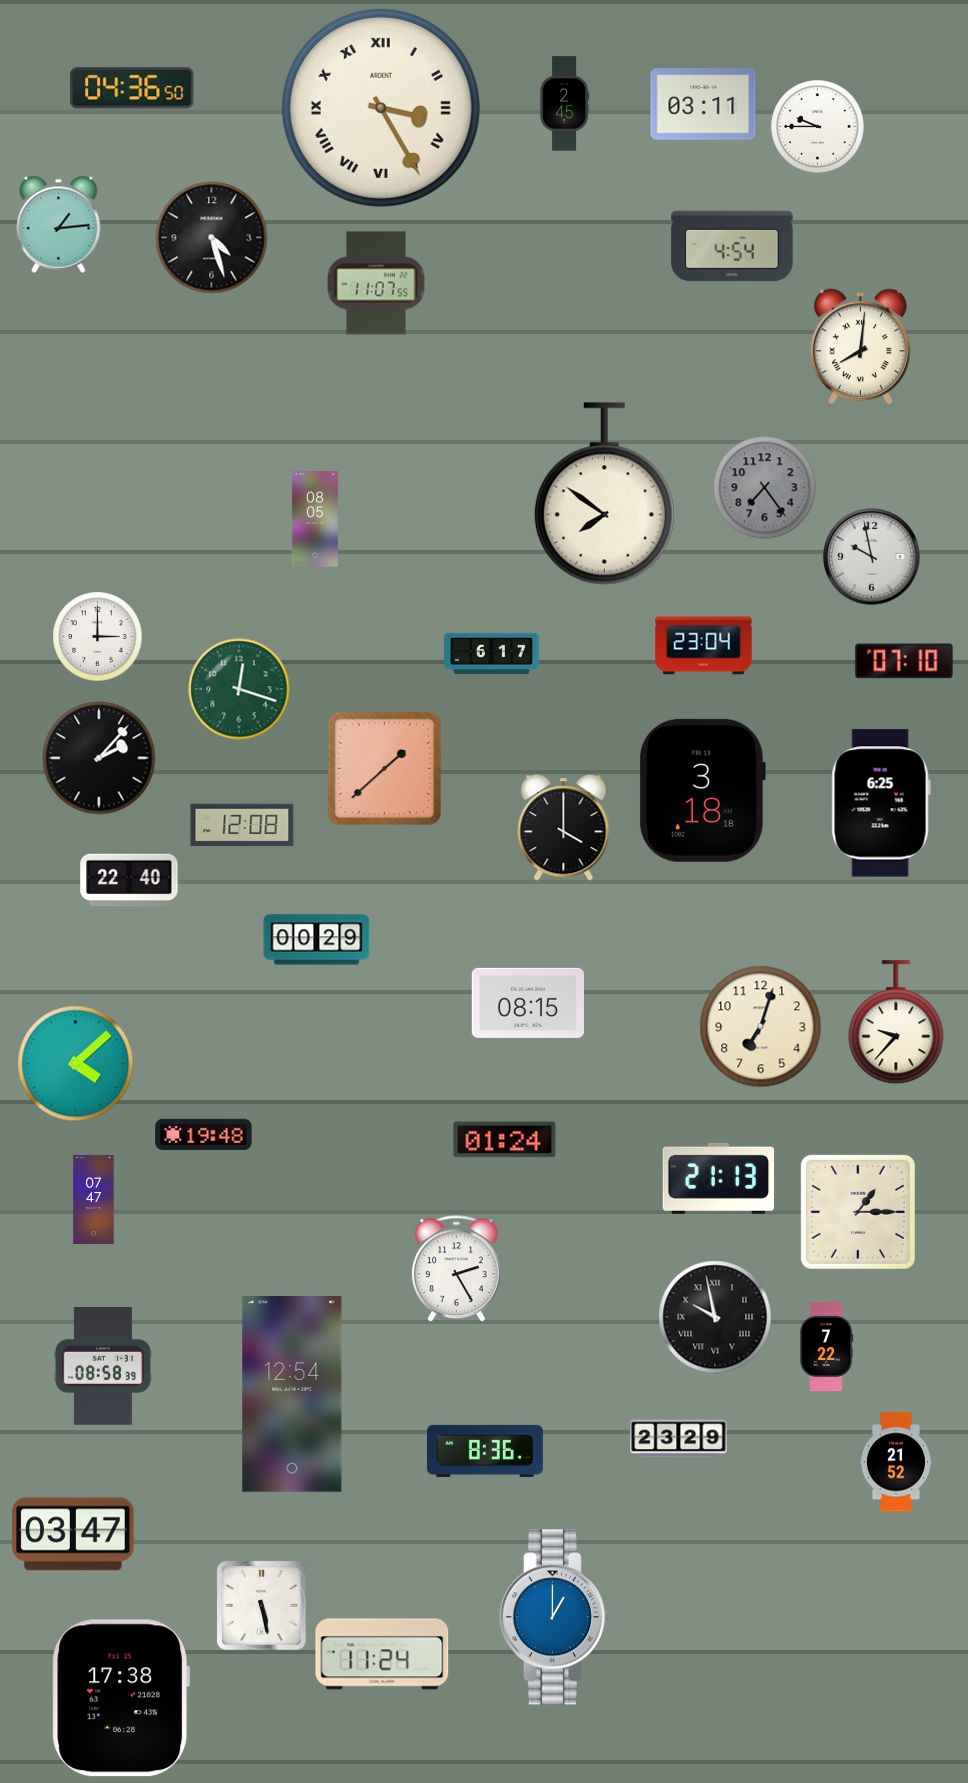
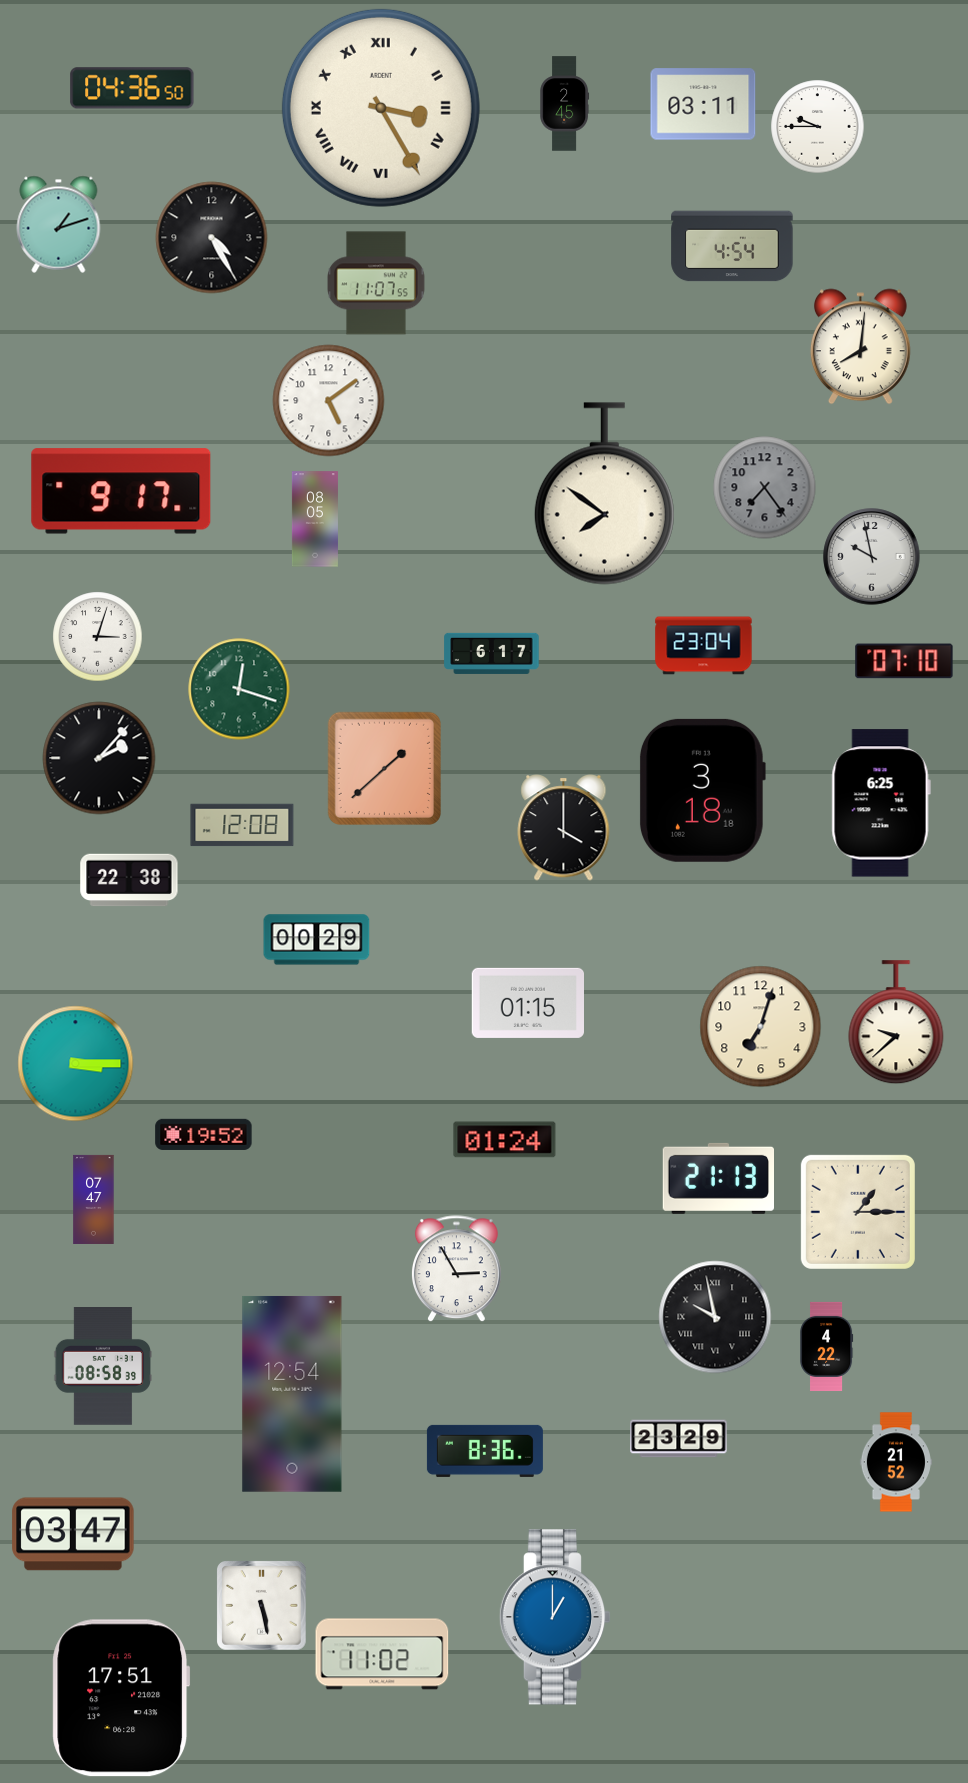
clock at (59, 224): 1:14 -> 1:12
clock at (212, 238): 4:27 -> 4:25
clock at (329, 401): none -> 5:09
clock at (121, 491): none -> 9:17
clock at (98, 637): 3:00 -> 3:03
clock at (129, 880): 22:40 -> 22:38
clock at (527, 1003): 08:15 -> 01:15
clock at (896, 1023): 9:37 -> 9:38
clock at (76, 1064): 4:08 -> 3:15
clock at (204, 1134): 19:48 -> 19:52
clock at (456, 1269): 2:25 -> 2:55
clock at (827, 1346): 7:22 -> 4:22
clock at (382, 1654): 11:24 -> 11:02
clock at (121, 1698): 17:38 -> 17:51
